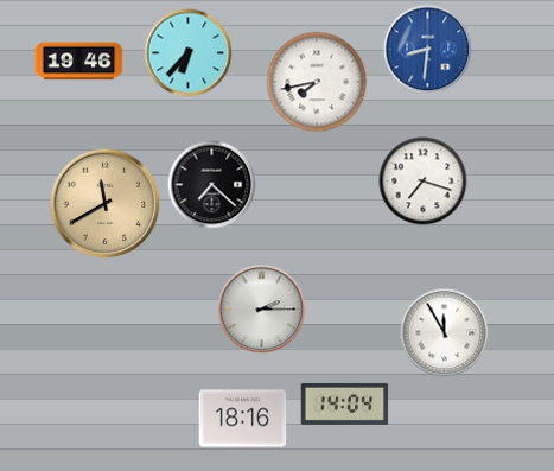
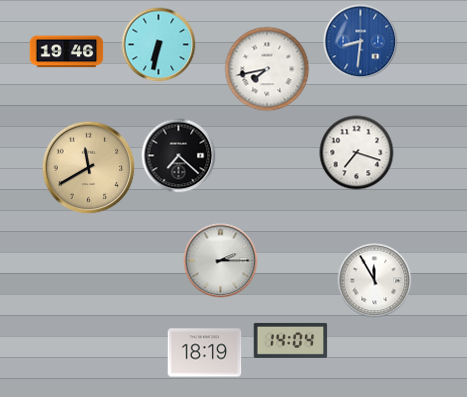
clock at (189, 53): 6:37 -> 6:32
clock at (106, 204) position: (106, 204) -> (89, 168)
clock at (243, 419): 18:16 -> 18:19
